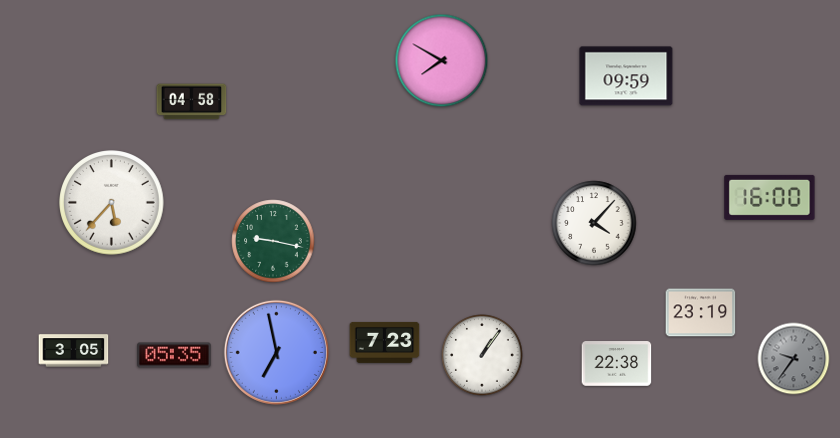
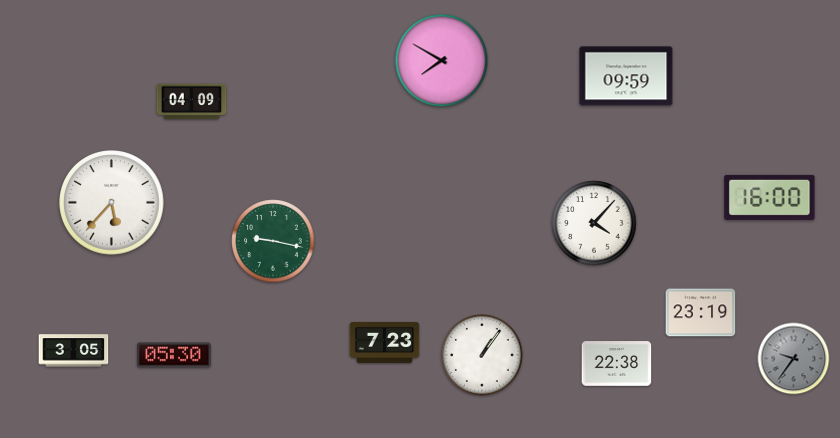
clock at (192, 102): 04:58 -> 04:09
clock at (276, 352): 6:58 -> none
clock at (175, 355): 05:35 -> 05:30
